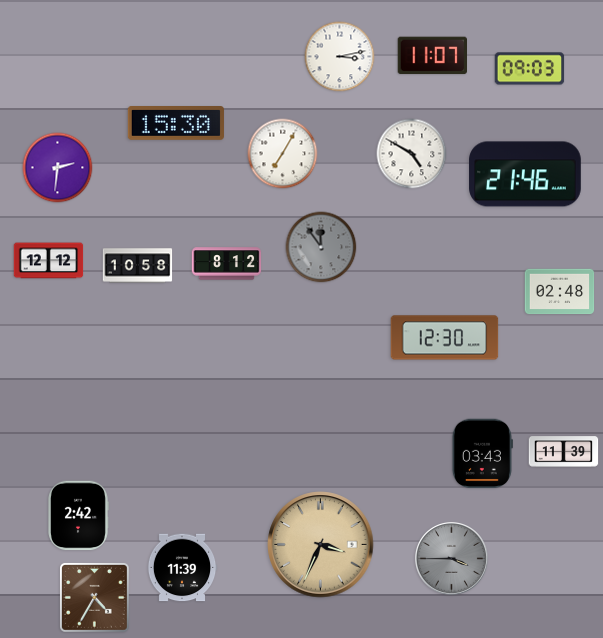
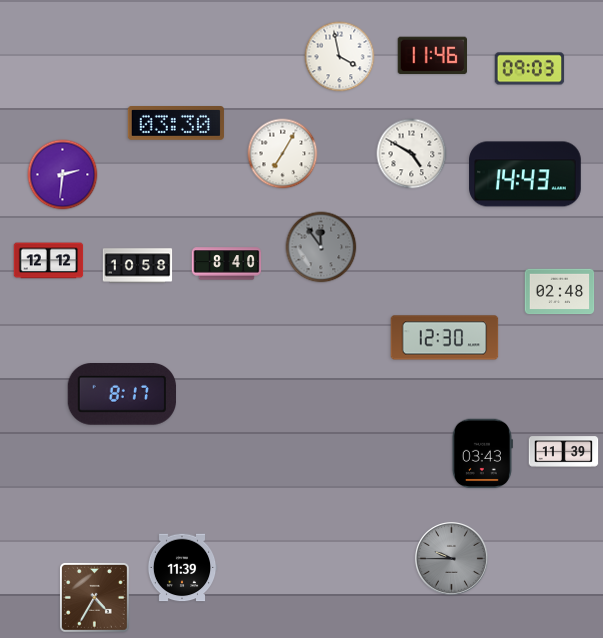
clock at (432, 56): 11:07 -> 11:46
clock at (340, 57): 3:13 -> 3:58
clock at (176, 124): 15:30 -> 03:30
clock at (58, 168) position: (58, 168) -> (63, 175)
clock at (525, 174): 21:46 -> 14:43
clock at (227, 264): 8:12 -> 8:40
clock at (121, 395): none -> 8:17
clock at (79, 516): 2:42 -> none
clock at (321, 545): 3:34 -> none
clock at (451, 558): 3:45 -> 9:45
